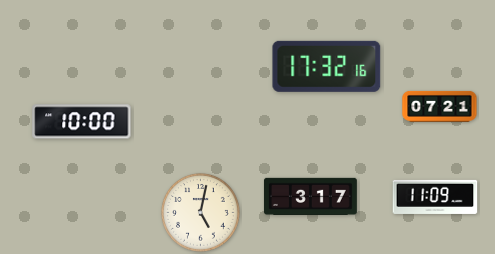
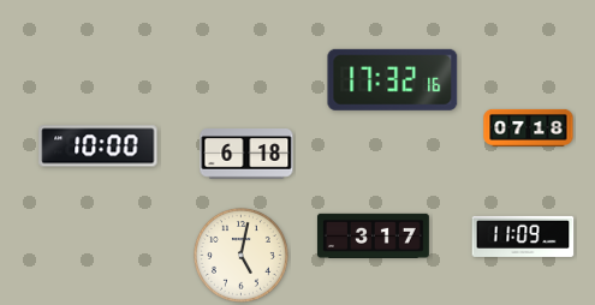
clock at (440, 106): 07:21 -> 07:18
clock at (246, 154): none -> 6:18
